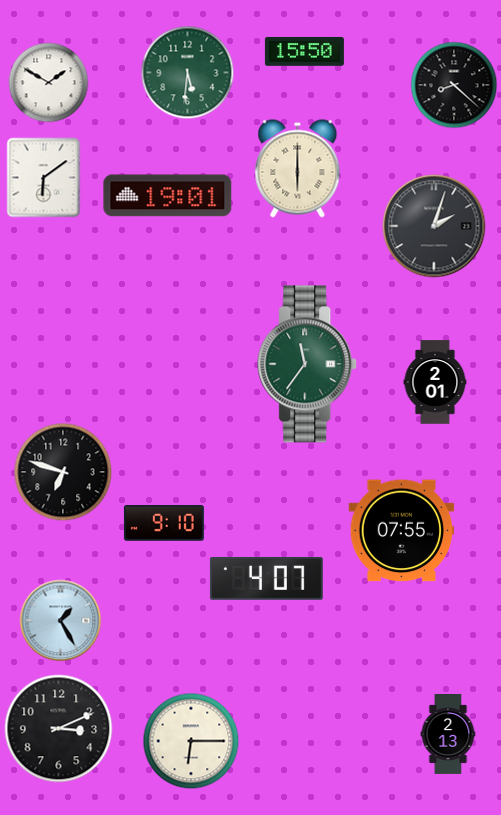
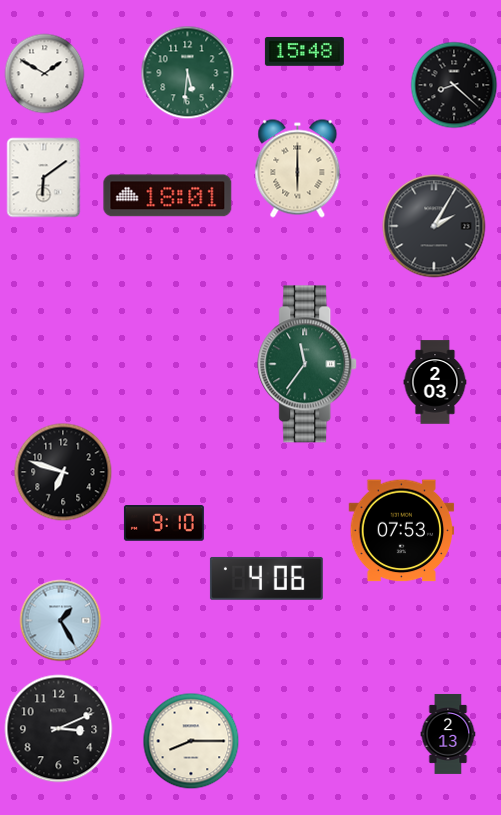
clock at (304, 51): 15:50 -> 15:48
clock at (49, 83) position: (49, 83) -> (45, 74)
clock at (168, 196): 19:01 -> 18:01
clock at (434, 226): 2:03 -> 2:05
clock at (435, 382): 2:01 -> 2:03
clock at (402, 531): 07:55 -> 07:53
clock at (266, 578): 4:07 -> 4:06
clock at (191, 741): 6:15 -> 8:15
